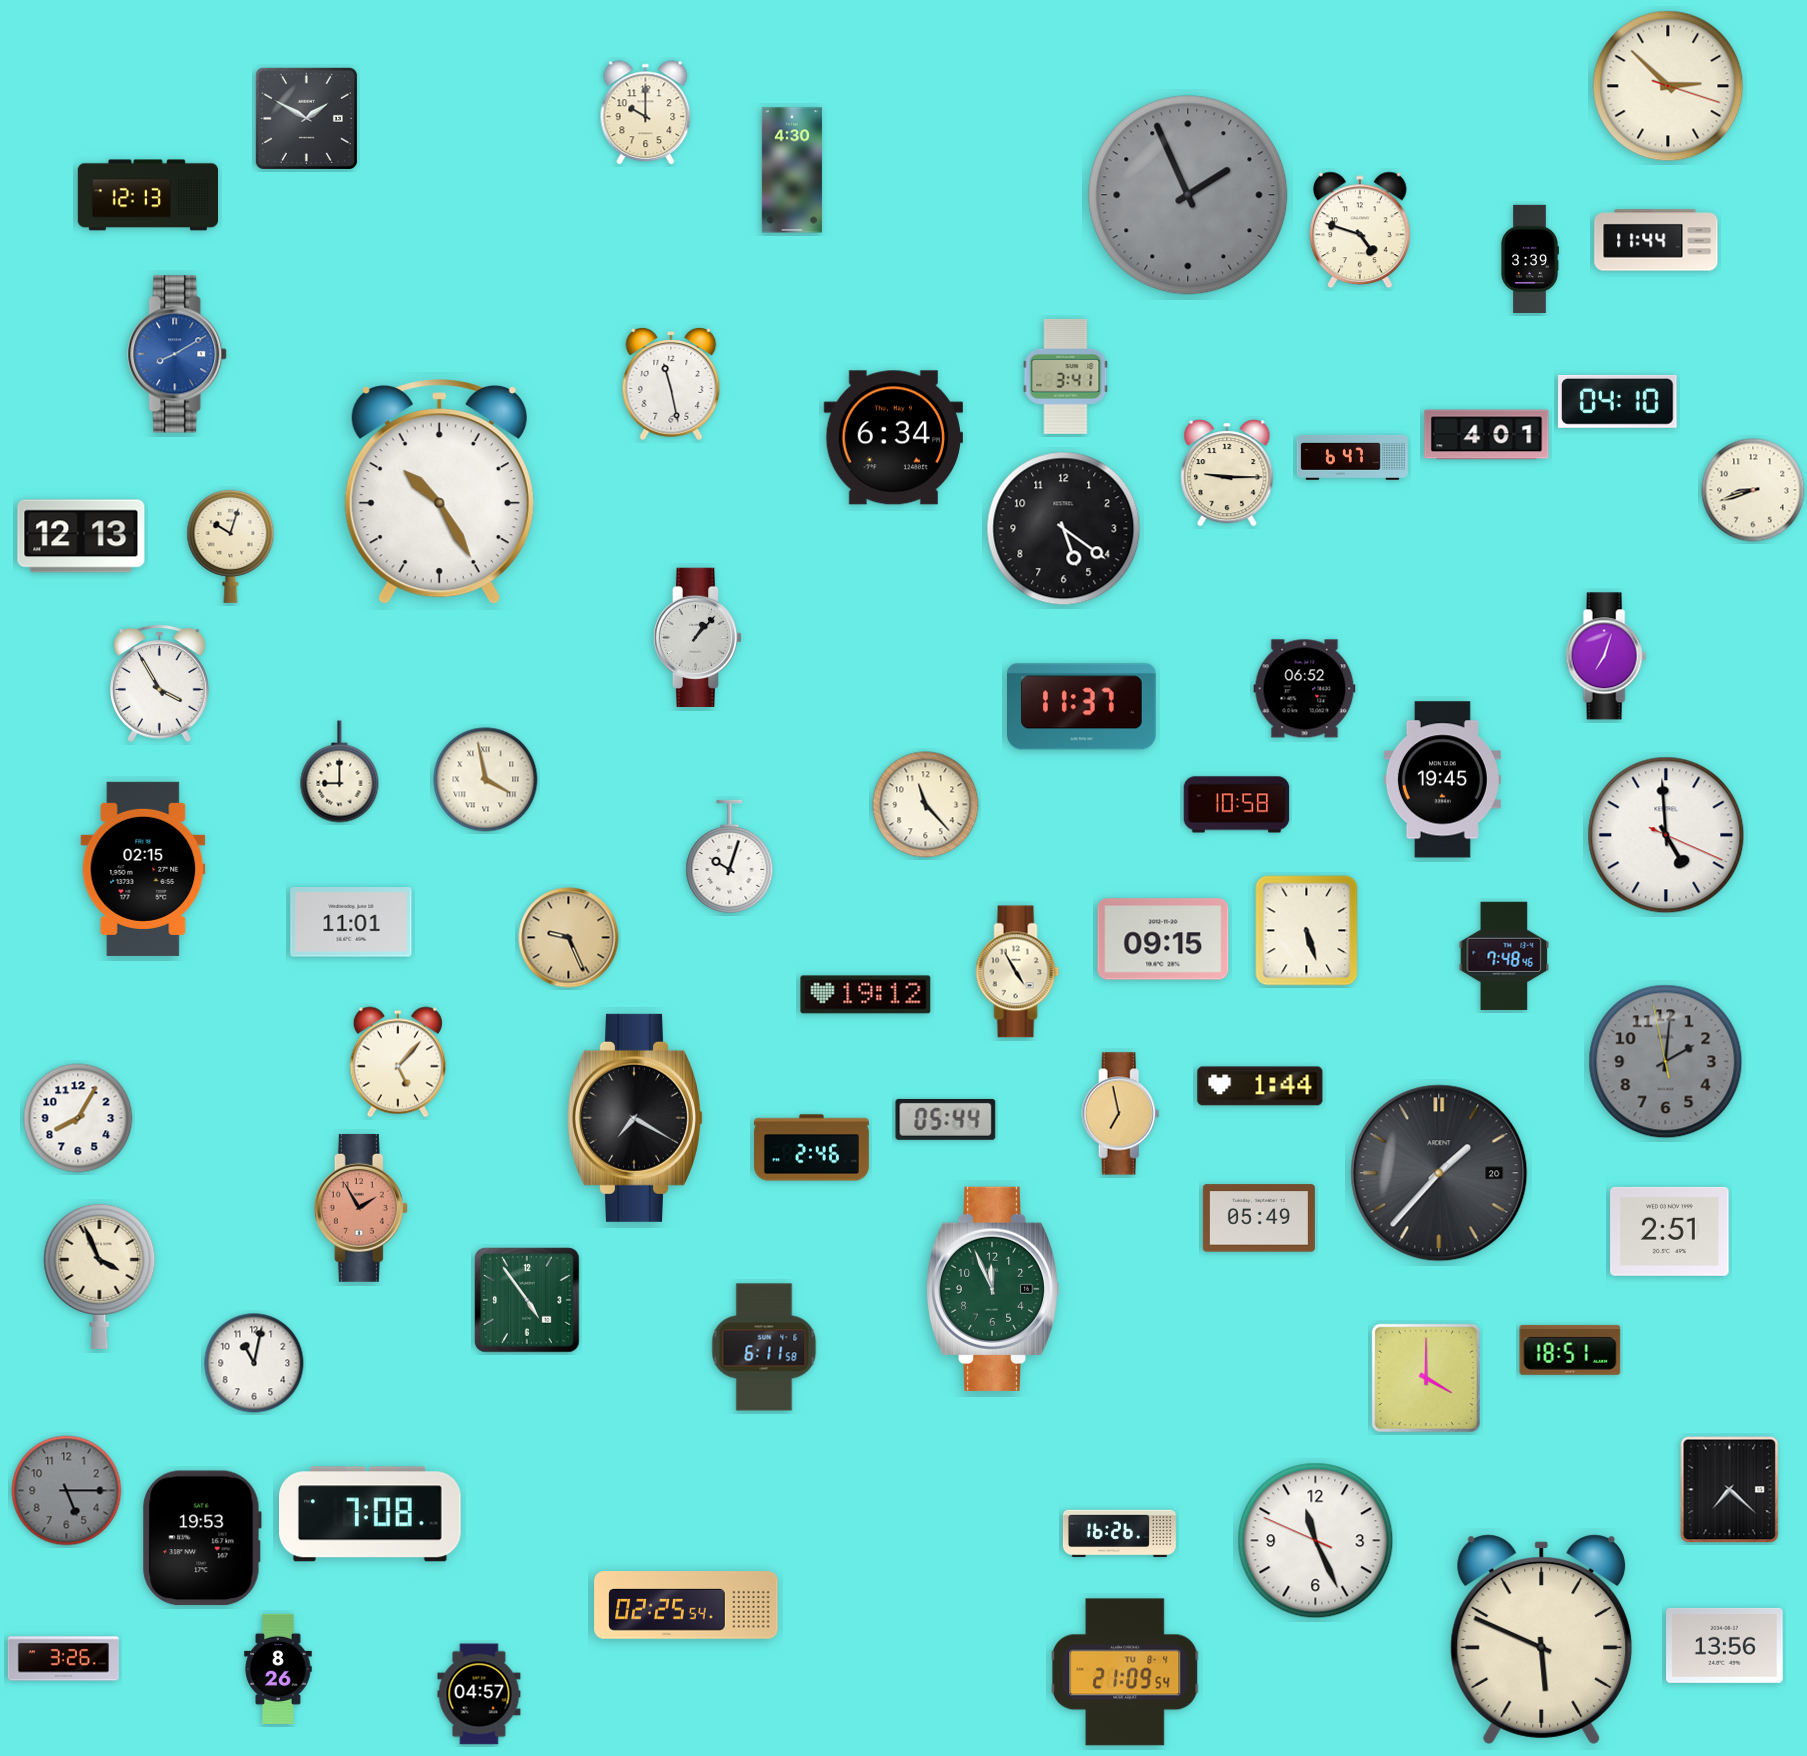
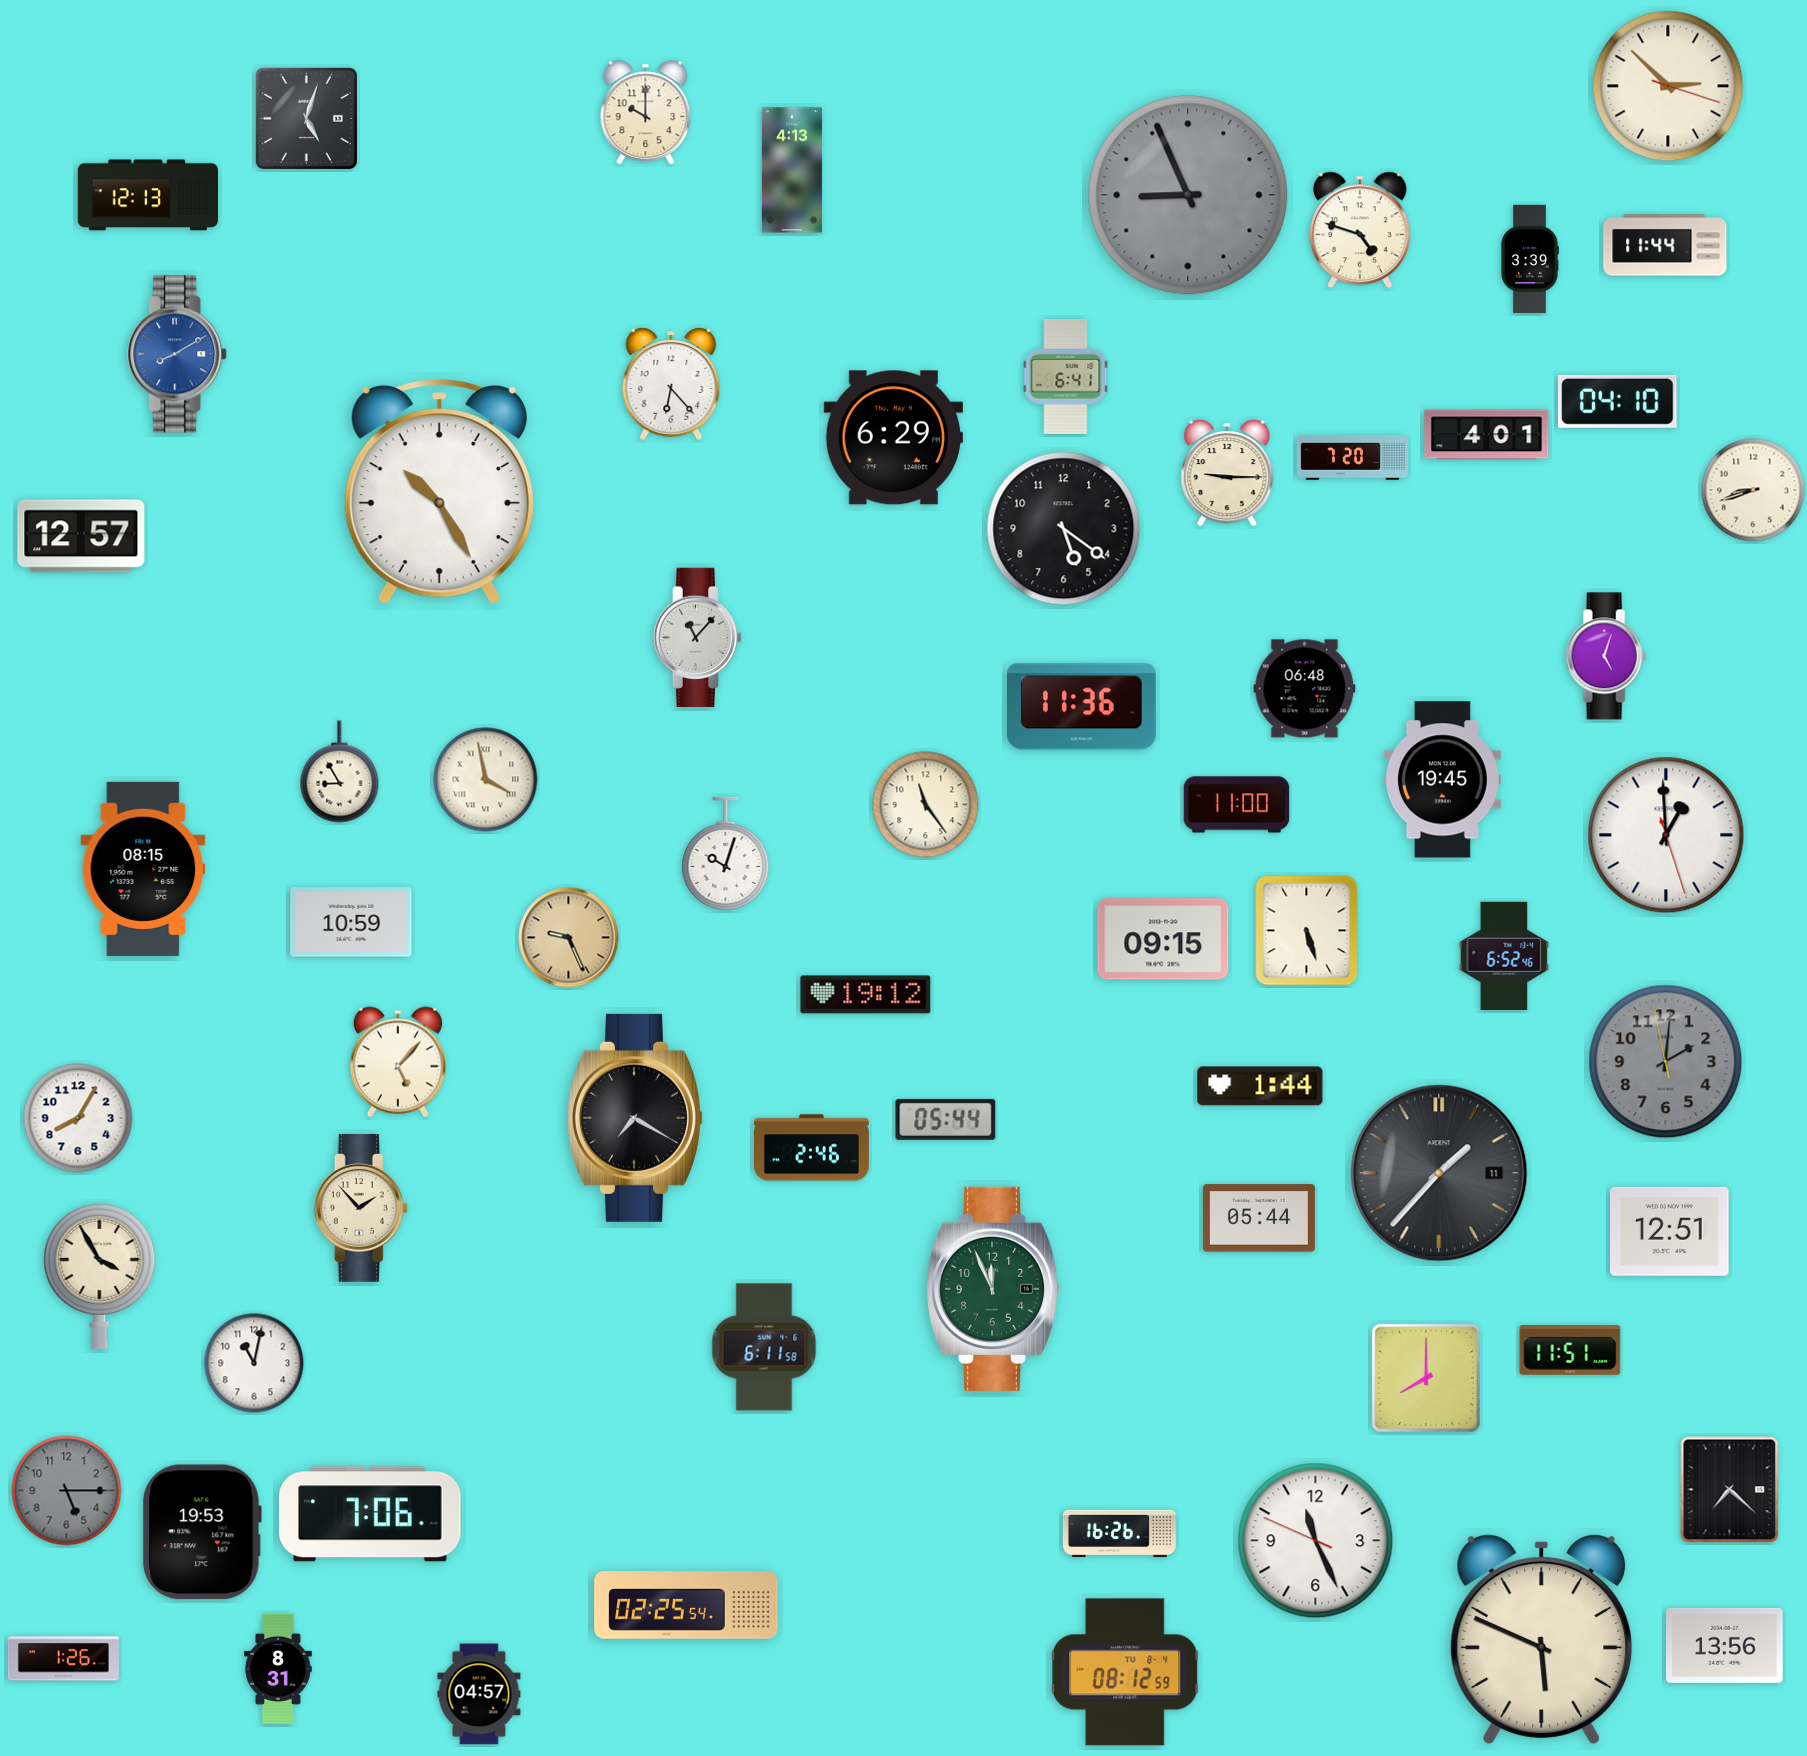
clock at (306, 118): 1:50 -> 5:03
clock at (792, 170): 4:30 -> 4:13
clock at (1188, 195): 1:56 -> 8:56
clock at (1656, 240) position: (1656, 240) -> (1665, 245)
clock at (1066, 376): 3:41 -> 6:41
clock at (671, 384): 11:28 -> 6:23
clock at (893, 438): 6:34 -> 6:29
clock at (1352, 457): 6:47 -> 7:20
clock at (81, 536): 12:13 -> 12:57
clock at (231, 546): 10:03 -> none
clock at (698, 637): 1:07 -> 11:07
clock at (1606, 656): 7:03 -> 5:03
clock at (159, 683): 3:55 -> none
clock at (1305, 689): 06:52 -> 06:48
clock at (1082, 707): 11:37 -> 11:36
clock at (340, 772): 9:00 -> 8:55
clock at (926, 805): 11:23 -> 11:24
clock at (1237, 805): 10:58 -> 11:00
clock at (1666, 835): 4:59 -> 12:59
clock at (730, 856) position: (730, 856) -> (726, 853)
clock at (143, 869): 02:15 -> 08:15
clock at (351, 922): 11:01 -> 10:59
clock at (1504, 956): 7:48 -> 6:52
clock at (1018, 972): 4:55 -> none
clock at (1121, 1114): 6:58 -> none
clock at (1439, 1173) date: 20 -> 11
clock at (361, 1208): 1:55 -> 1:53
clock at (361, 1208) dial: salmon -> cream
clock at (1259, 1218): 05:49 -> 05:44
clock at (1670, 1231): 2:51 -> 12:51
clock at (100, 1276): 3:56 -> 3:55
clock at (527, 1300): 4:54 -> none
clock at (1570, 1350): 18:51 -> 11:51
clock at (1426, 1378): 4:00 -> 8:00
clock at (371, 1514): 7:08 -> 7:06
clock at (202, 1538) position: (202, 1538) -> (202, 1532)
clock at (63, 1659): 3:26 -> 1:26
clock at (278, 1669): 8:26 -> 8:31
clock at (1125, 1672): 21:09 -> 08:12
